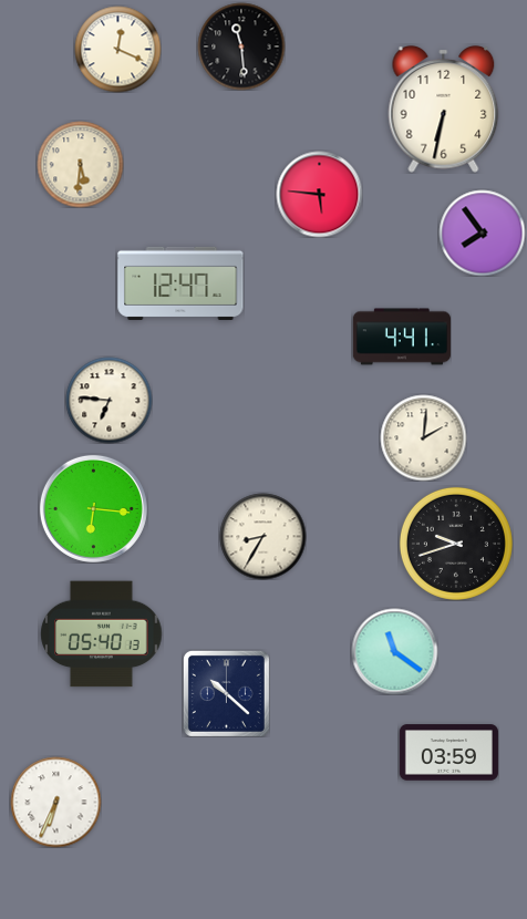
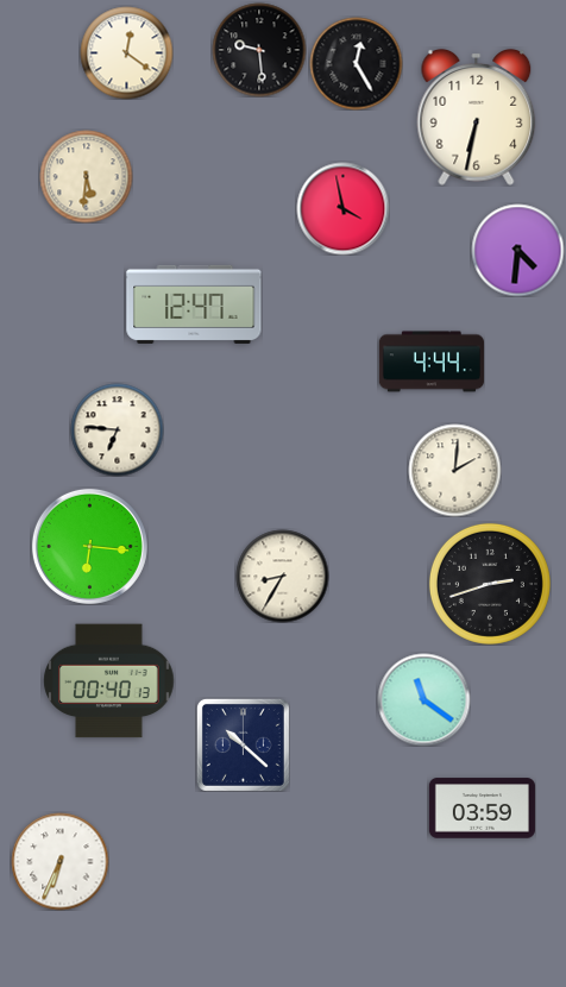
clock at (241, 47): 11:29 -> 9:29
clock at (117, 49): 12:19 -> 12:21
clock at (356, 63): none -> 12:25
clock at (319, 194): 5:46 -> 3:58
clock at (482, 233): 7:54 -> 4:31
clock at (402, 337): 4:41 -> 4:44
clock at (93, 508) position: (93, 508) -> (89, 546)
clock at (456, 544): 9:42 -> 2:42
clock at (102, 634): 05:40 -> 00:40
